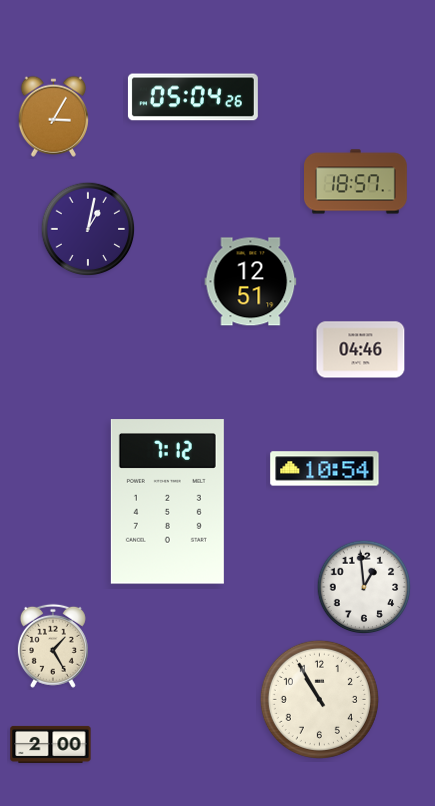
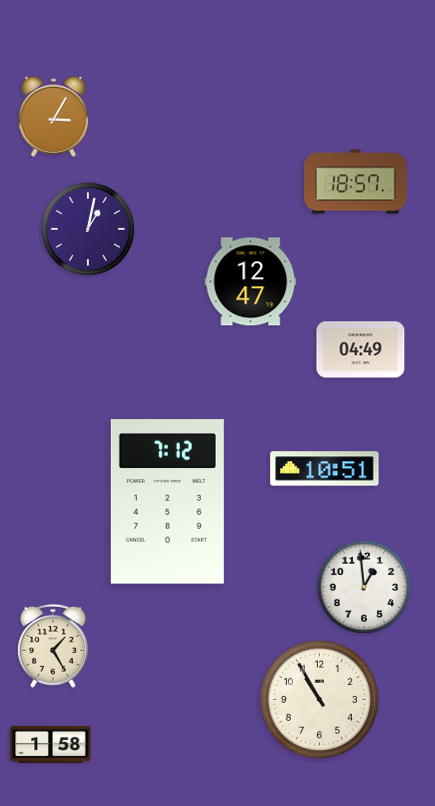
clock at (193, 97): 05:04 -> none
clock at (251, 282): 12:51 -> 12:47
clock at (361, 350): 04:46 -> 04:49
clock at (325, 469): 10:54 -> 10:51
clock at (51, 744): 2:00 -> 1:58
